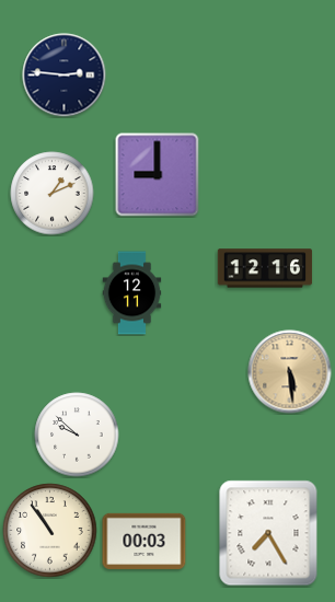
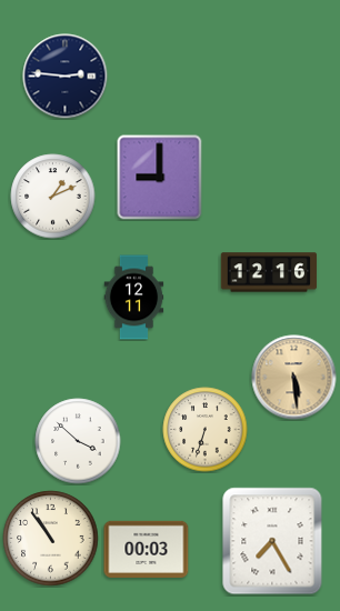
clock at (206, 430): none -> 6:33
clock at (77, 435): 9:52 -> 3:52
